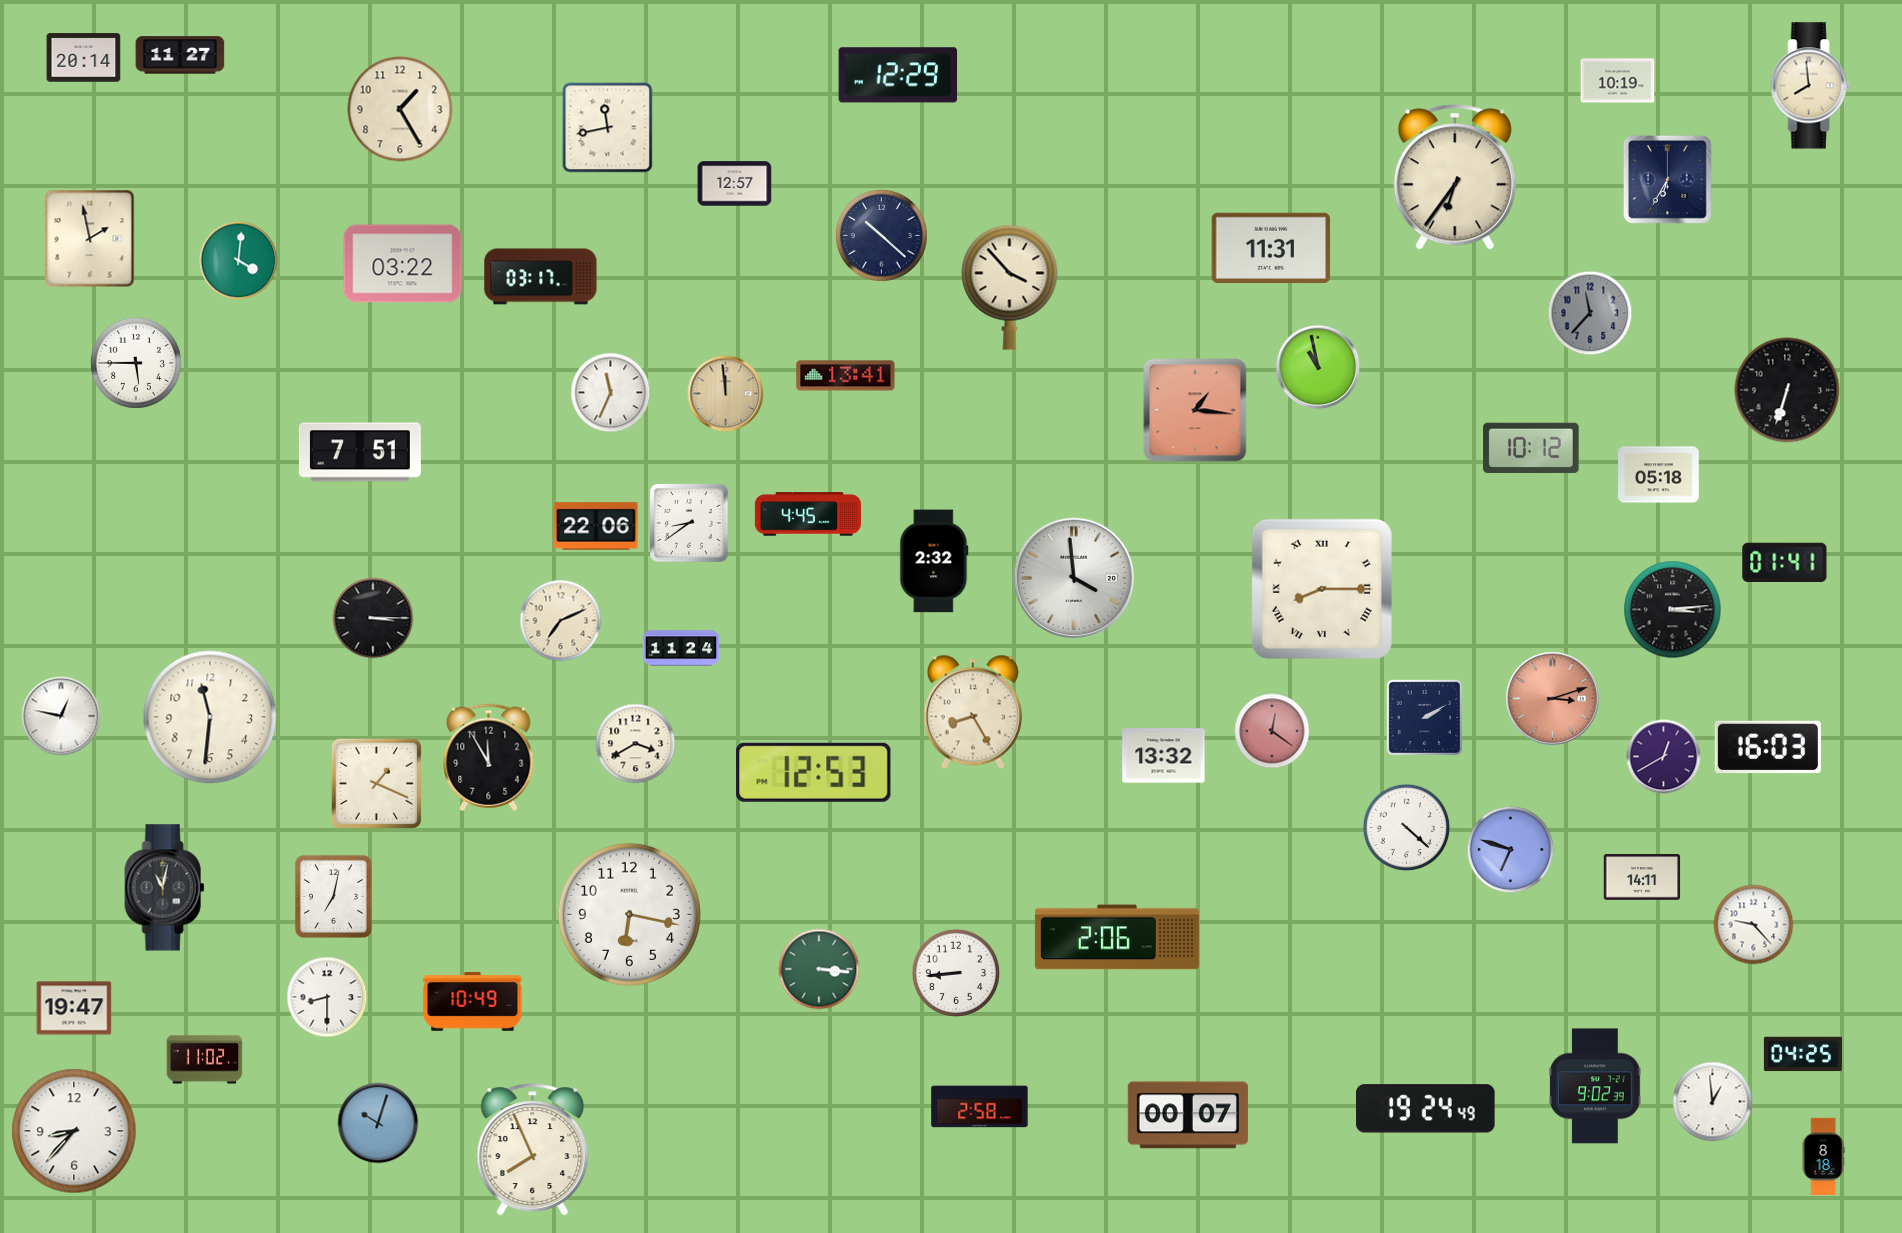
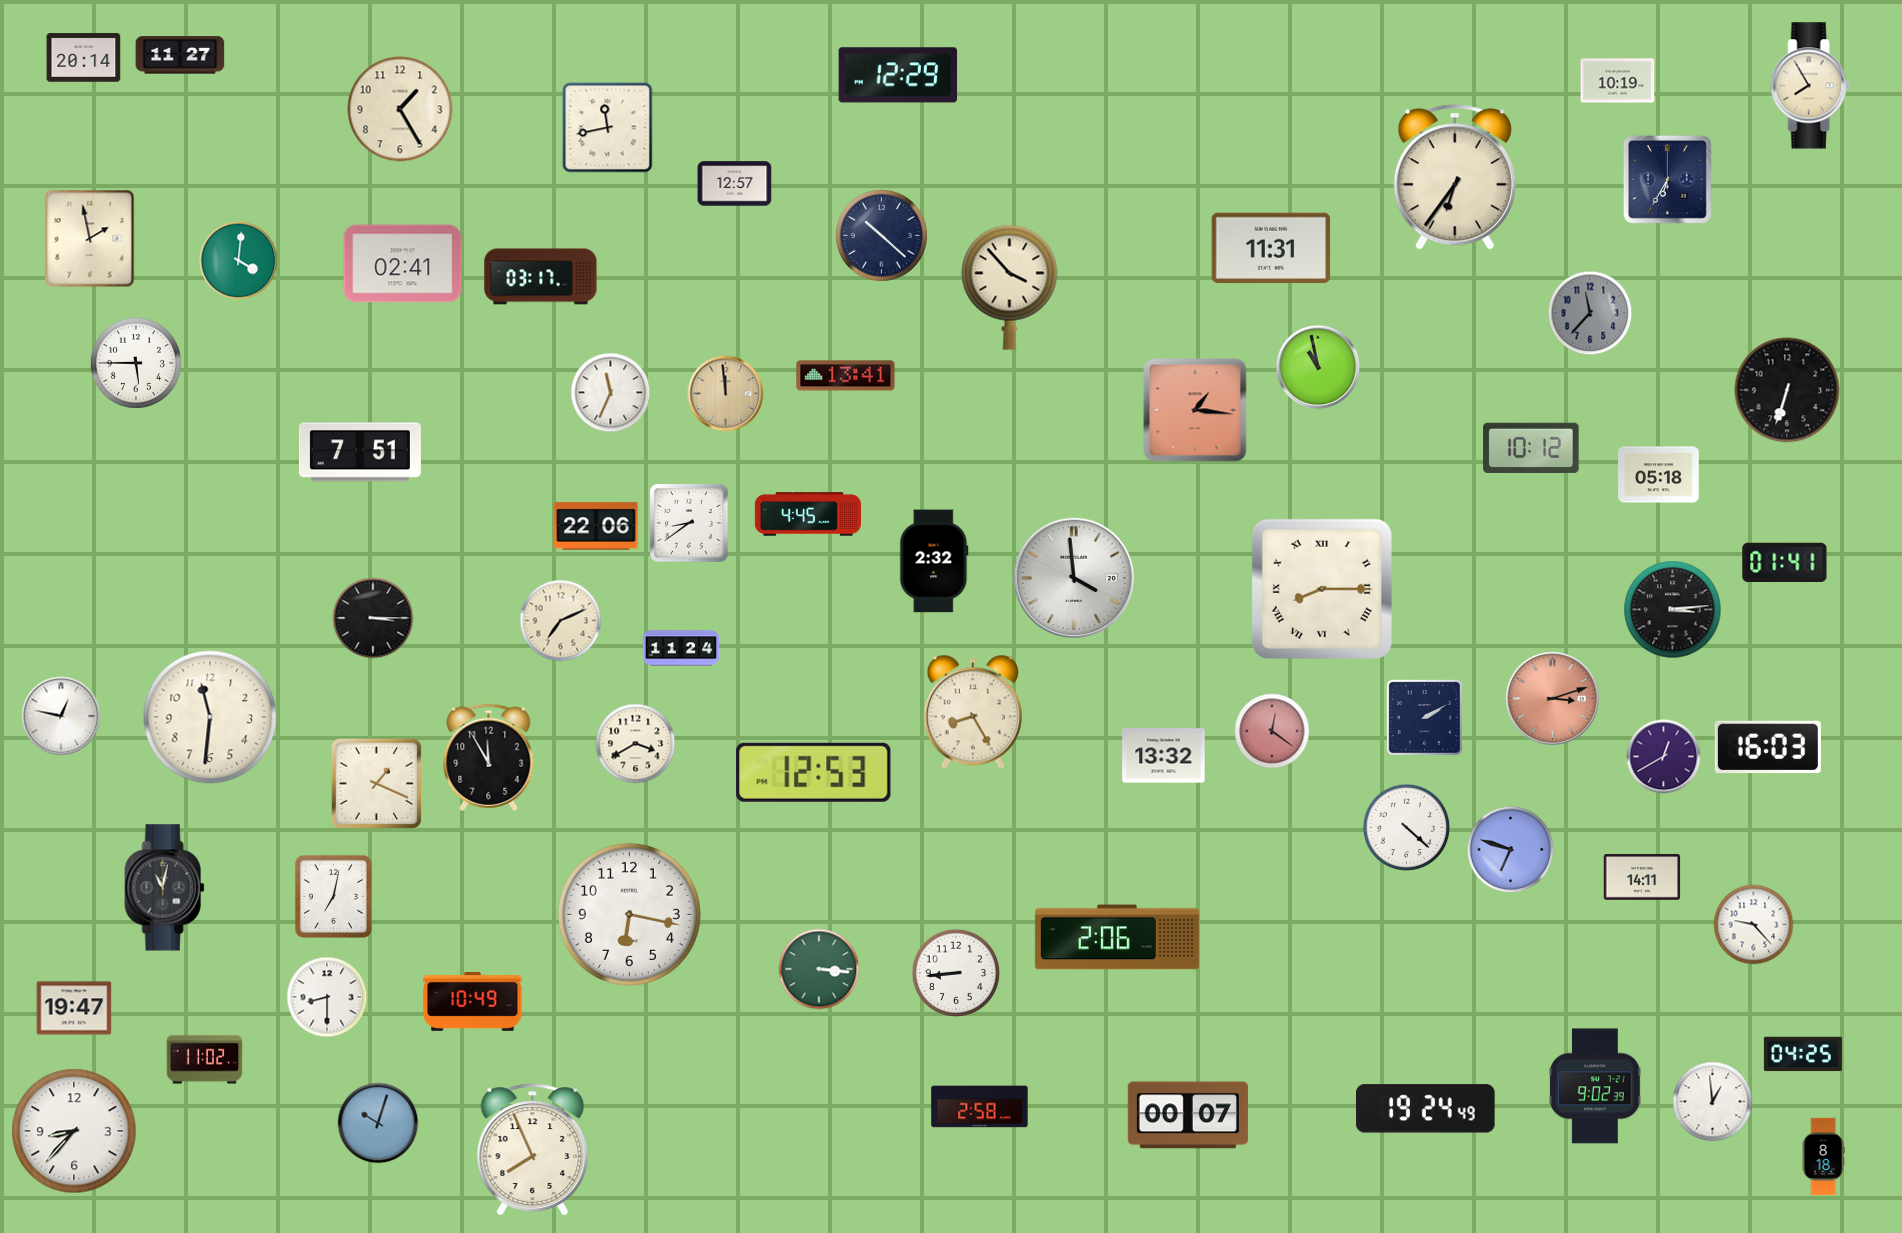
clock at (1811, 86): 7:59 -> 7:55
clock at (403, 264): 03:22 -> 02:41
